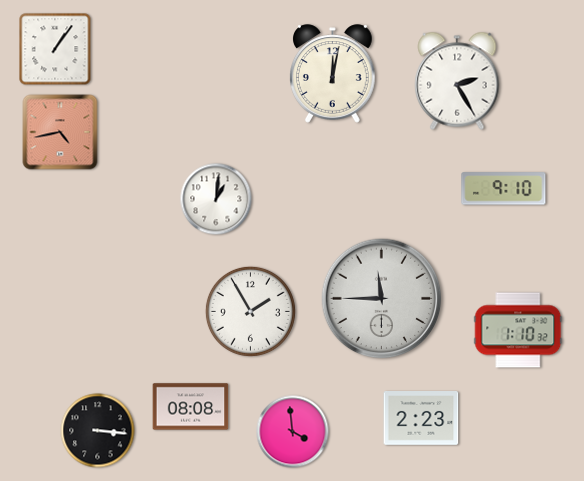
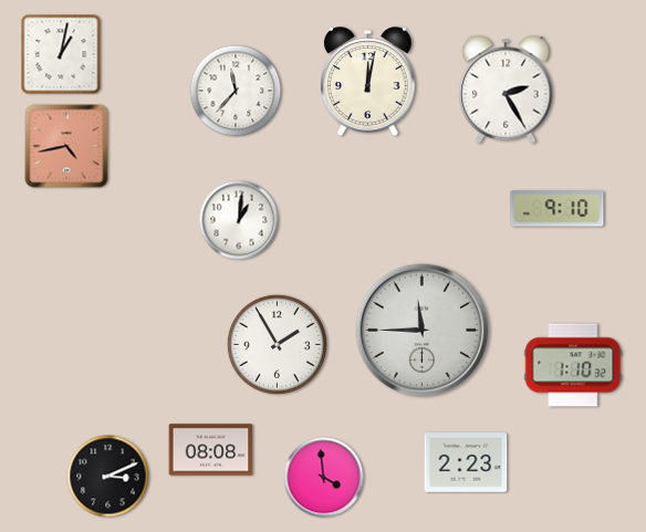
clock at (55, 49): 1:06 -> 1:02
clock at (236, 91): none -> 11:37
clock at (98, 431): 3:16 -> 3:11
